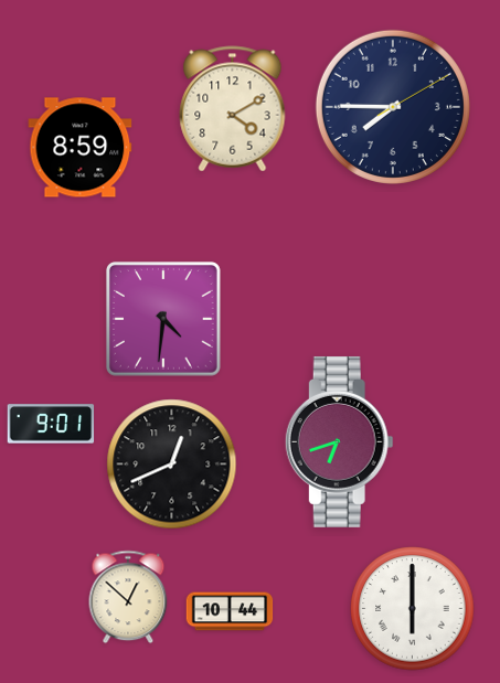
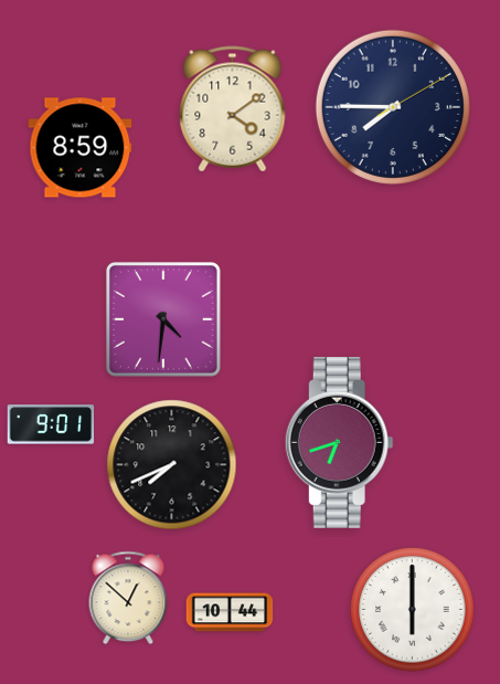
clock at (233, 109): 4:10 -> 4:09
clock at (172, 465): 12:41 -> 7:41
